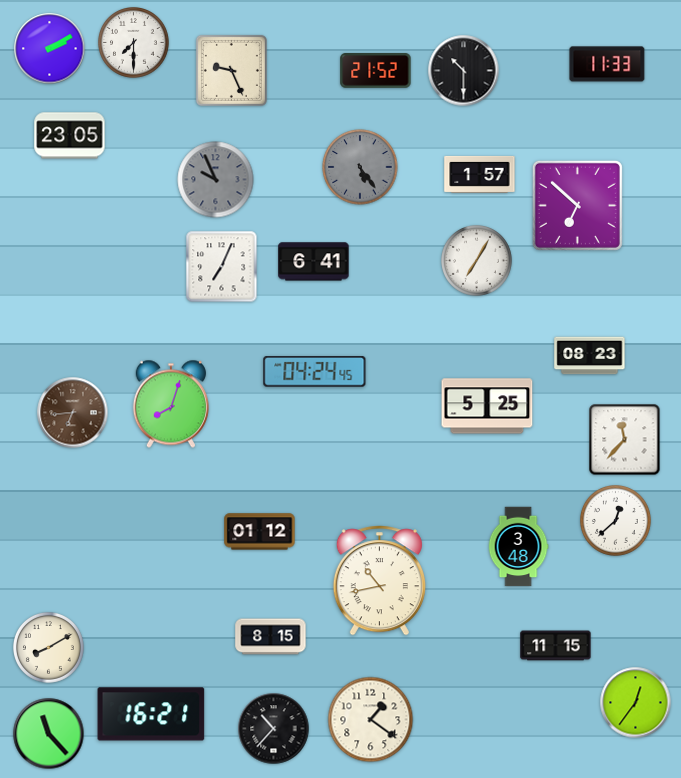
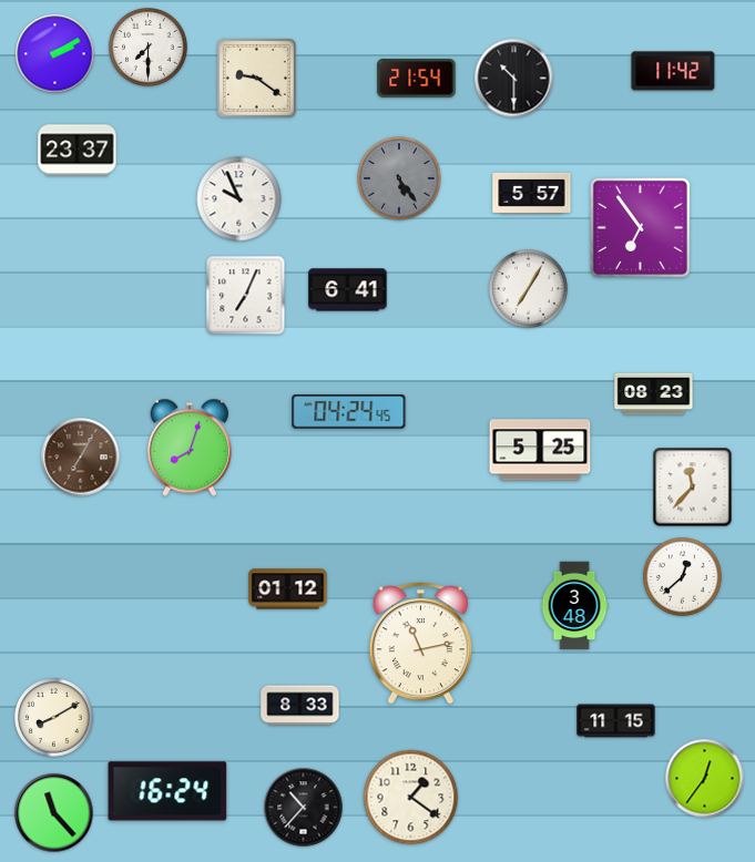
clock at (607, 64): 11:33 -> 11:42
clock at (231, 70): 9:26 -> 9:21
clock at (376, 71): 21:52 -> 21:54
clock at (70, 136): 23:05 -> 23:37
clock at (360, 167) position: (360, 167) -> (399, 178)
clock at (480, 174): 1:57 -> 5:57
clock at (216, 180) dial: grey -> white
clock at (577, 205): 6:52 -> 6:54
clock at (73, 413): 6:44 -> 7:05
clock at (379, 581): 10:43 -> 11:13
clock at (271, 637): 8:15 -> 8:33
clock at (556, 646) position: (556, 646) -> (616, 721)
clock at (151, 714): 16:21 -> 16:24
